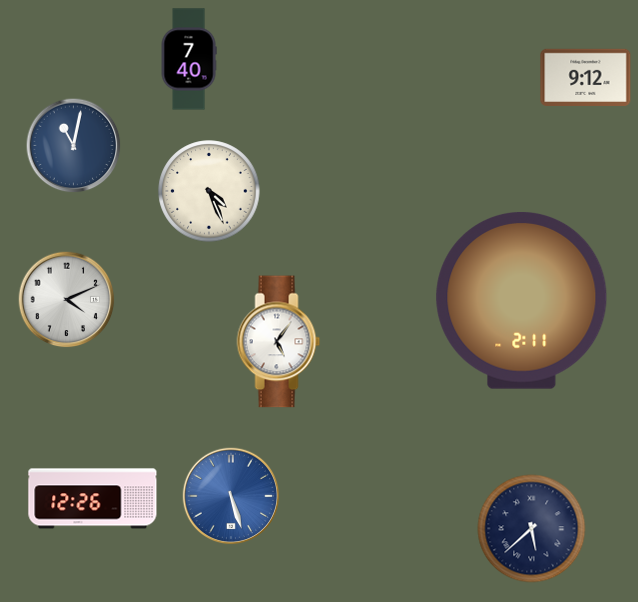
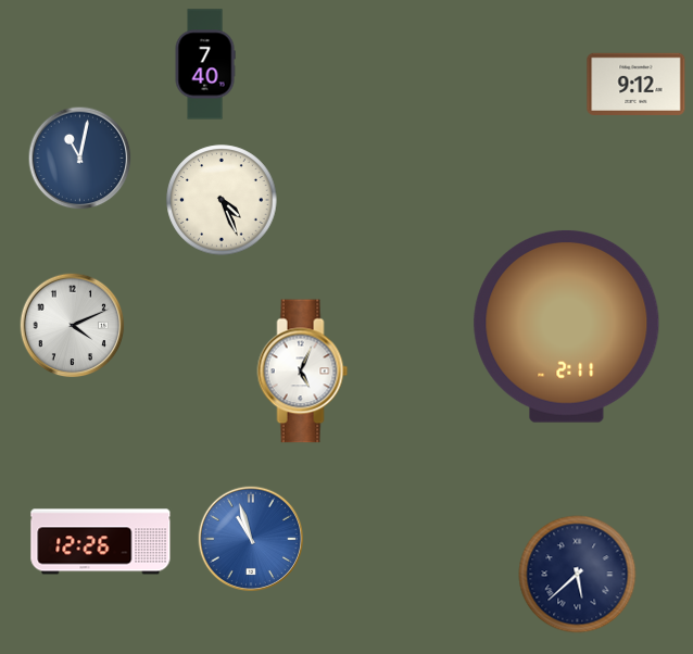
clock at (209, 191) position: (209, 191) -> (222, 200)
clock at (279, 342): 5:06 -> 5:04
clock at (231, 496): 5:27 -> 10:57
